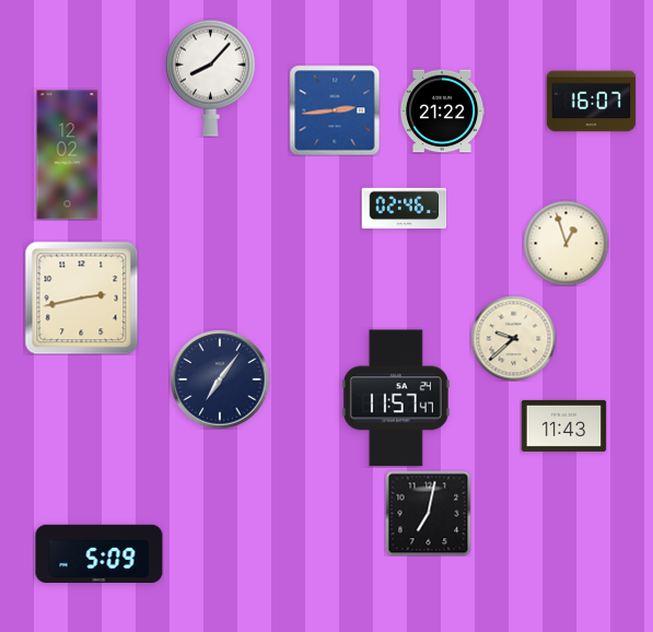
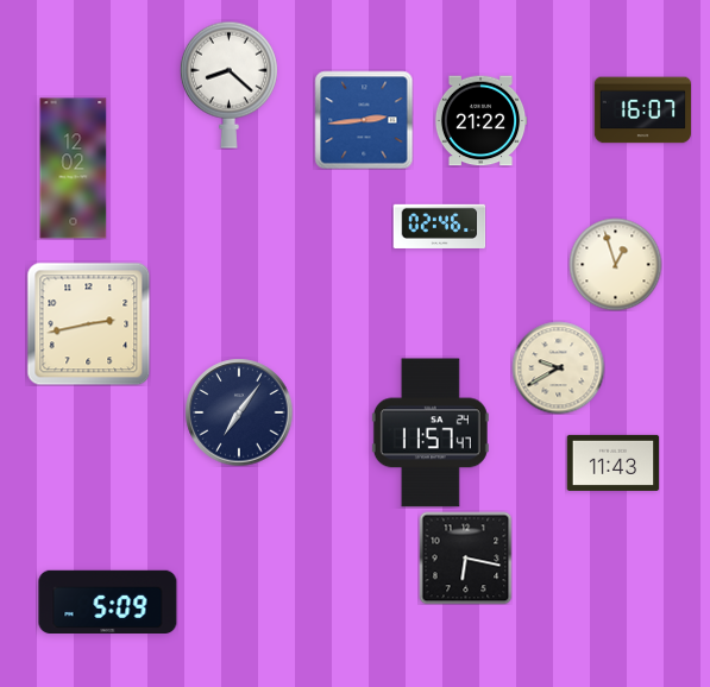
clock at (210, 78): 8:07 -> 8:22
clock at (513, 338): 9:38 -> 9:40
clock at (428, 513): 7:02 -> 6:17
